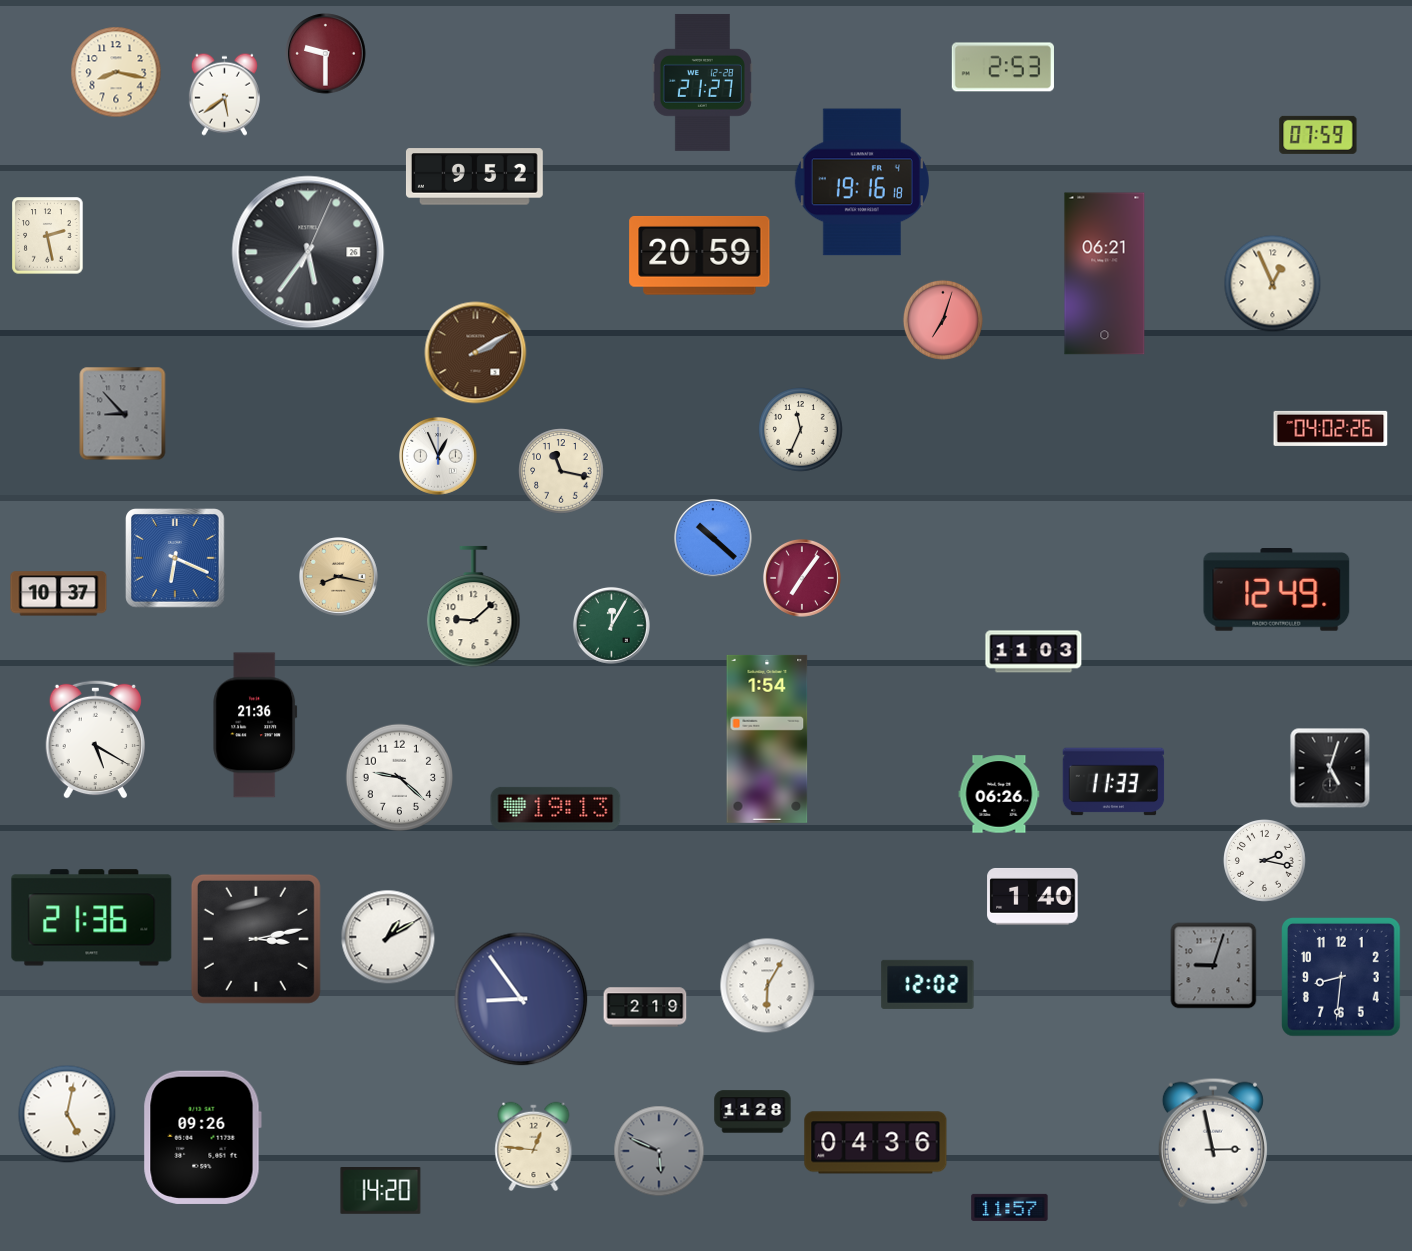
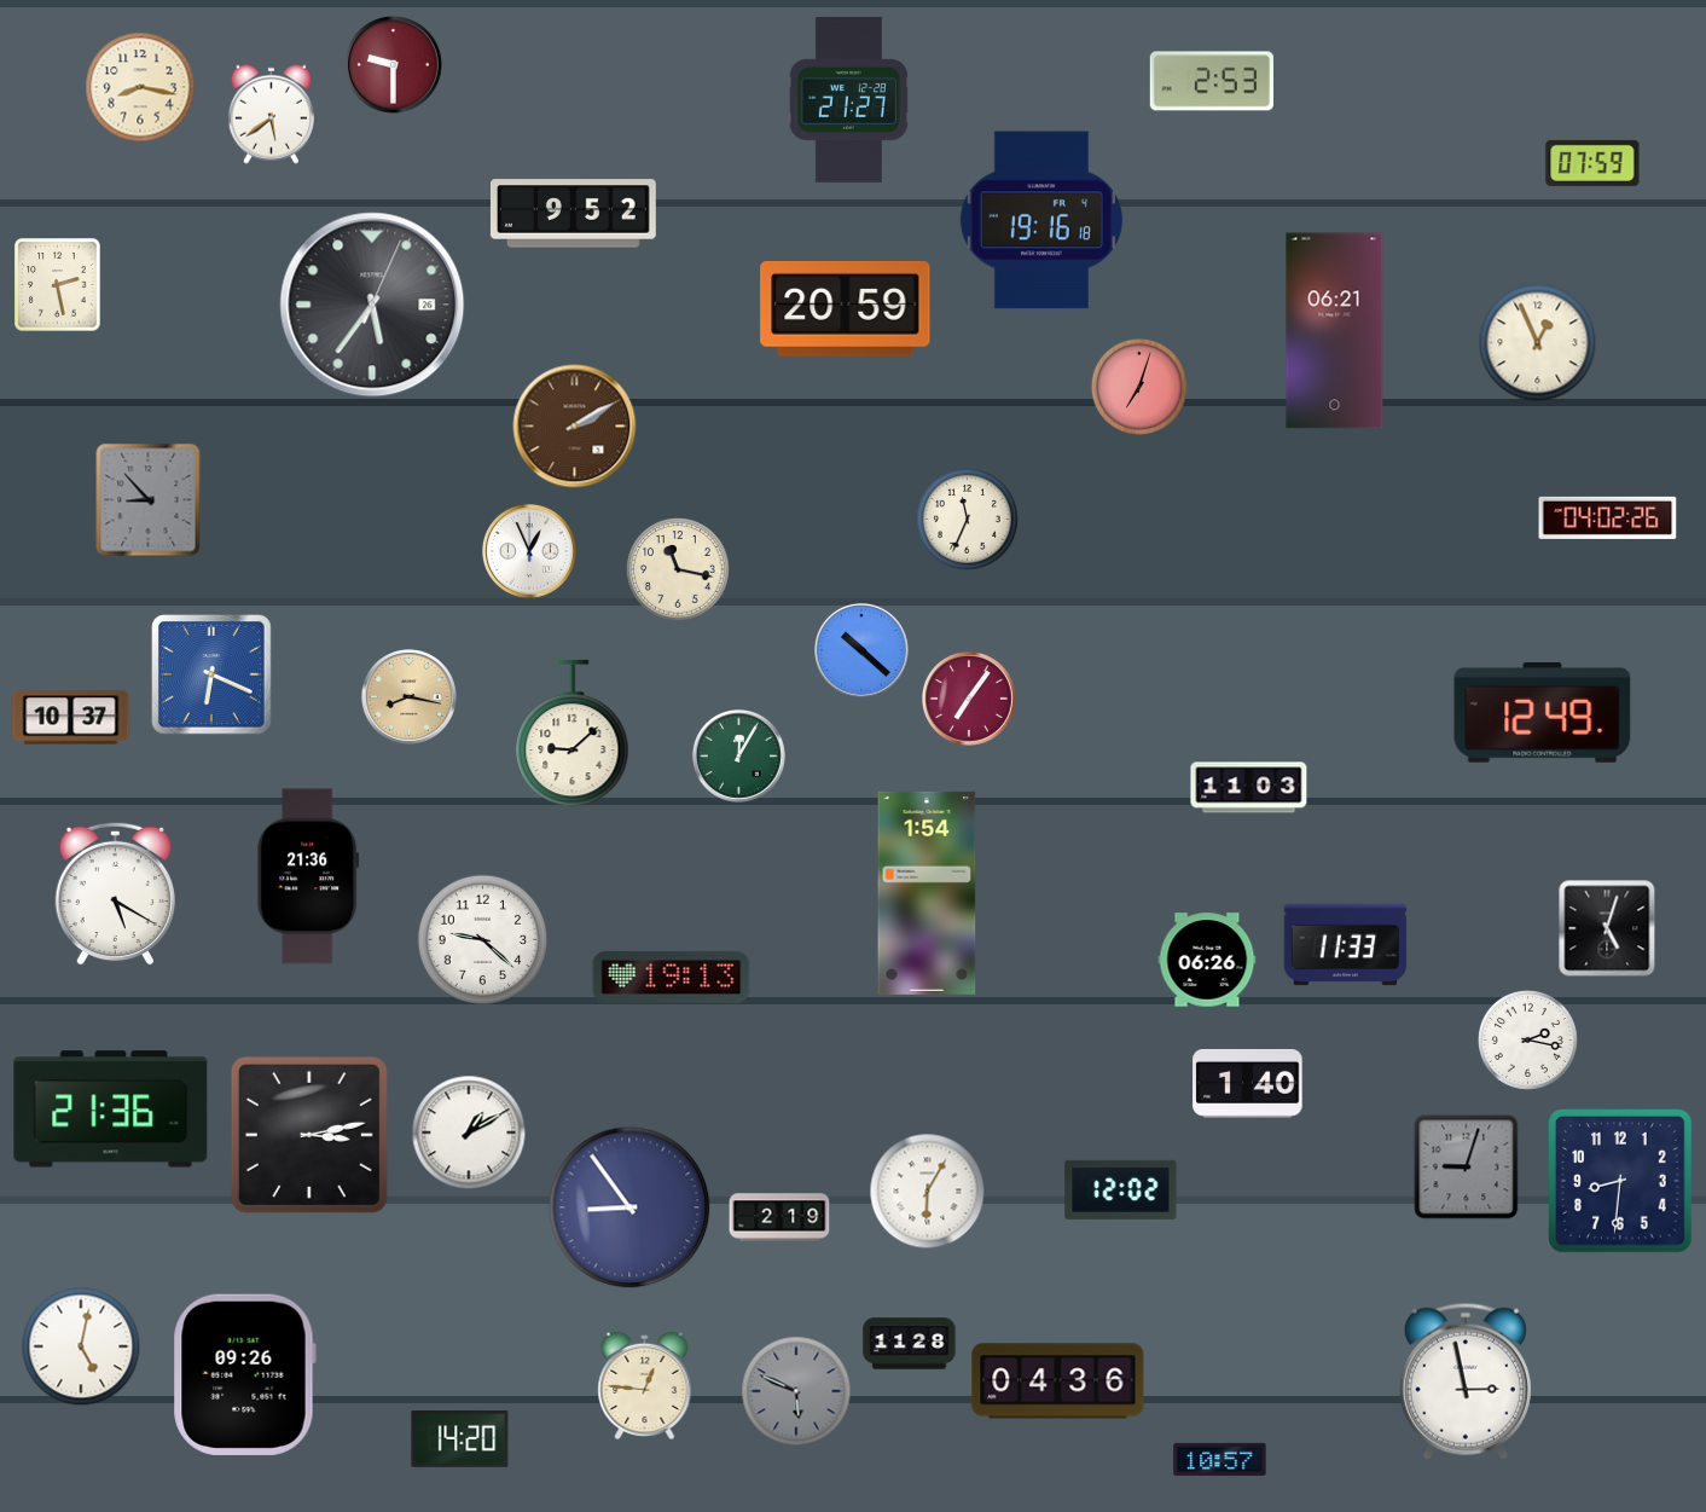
clock at (1010, 1207): 11:57 -> 10:57
